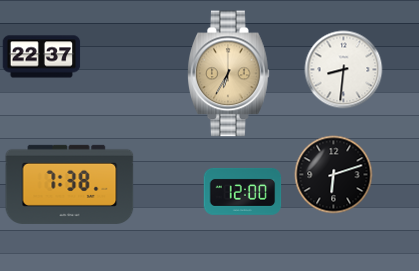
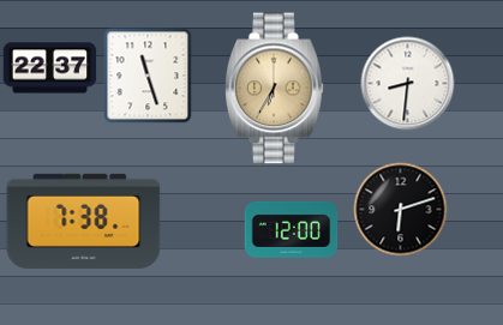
clock at (148, 76): none -> 11:27
clock at (343, 69) position: (343, 69) -> (407, 83)
